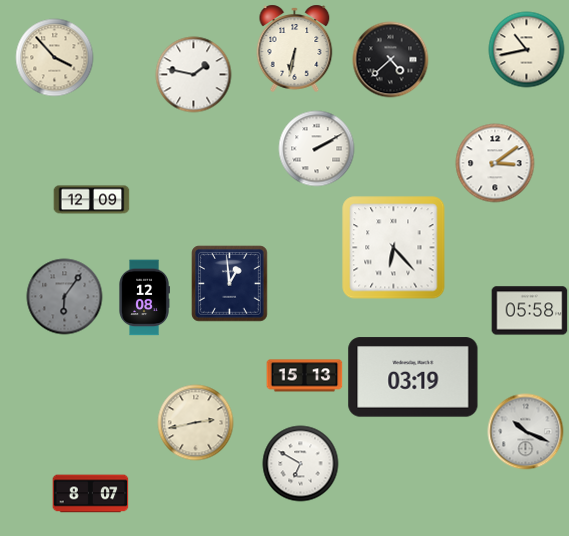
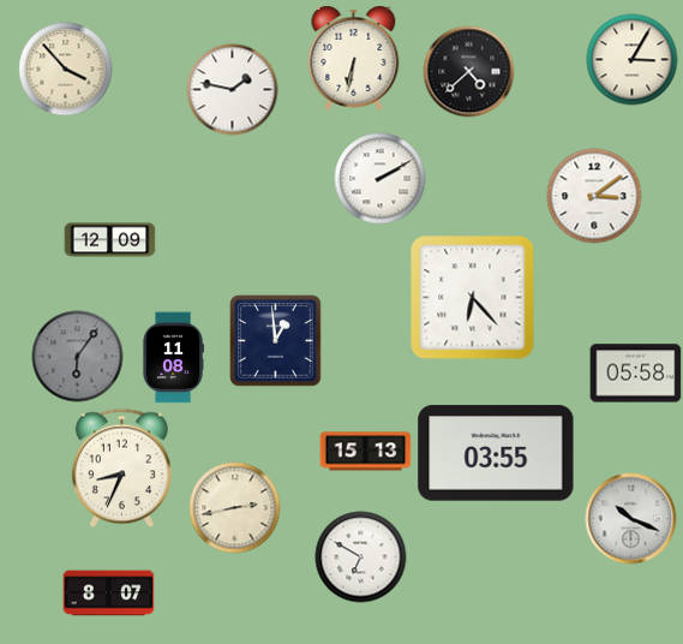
clock at (527, 50): 10:43 -> 3:05
clock at (144, 298): 12:08 -> 11:08
clock at (413, 377): 03:19 -> 03:55
clock at (121, 469): none -> 8:34
